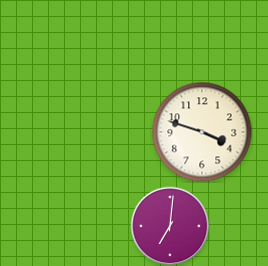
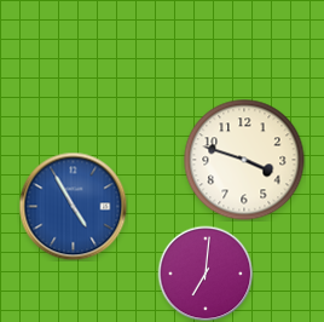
clock at (73, 206): none -> 4:55
